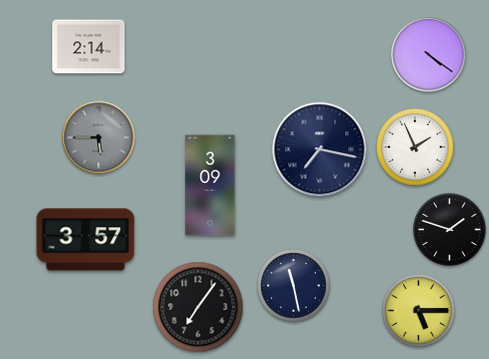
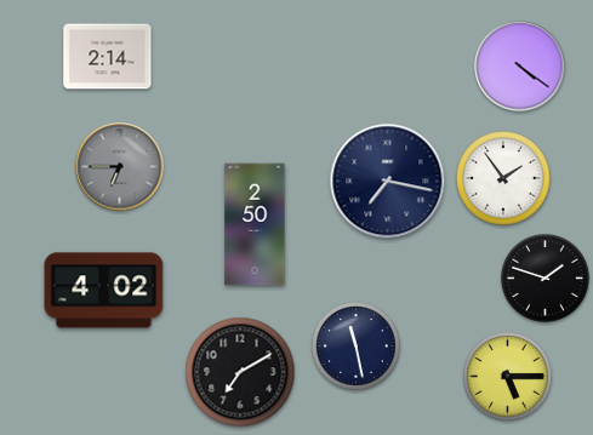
clock at (99, 138): 5:45 -> 6:45
clock at (415, 147): 1:56 -> 1:54
clock at (210, 185): 3:09 -> 2:50
clock at (86, 240): 3:57 -> 4:02
clock at (198, 307): 7:06 -> 7:10
